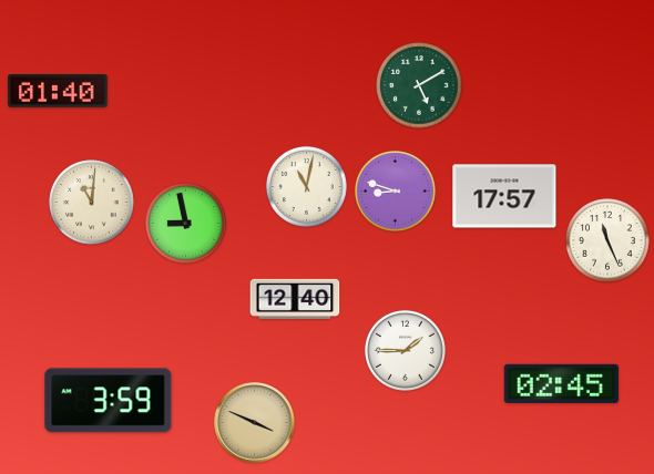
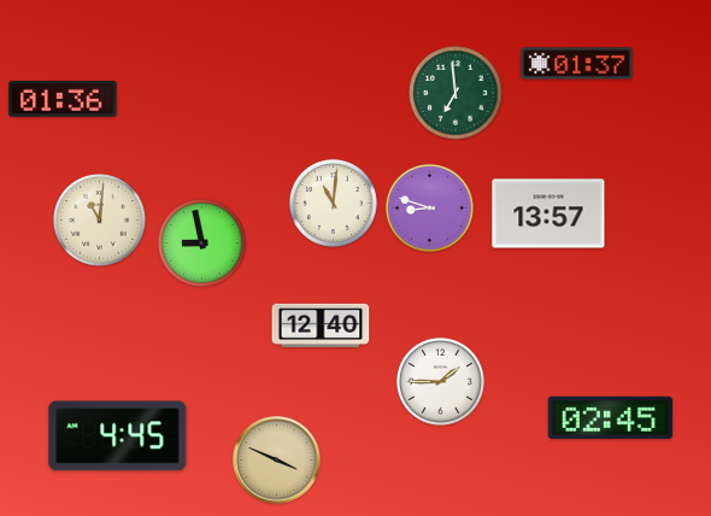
clock at (577, 64): none -> 01:37
clock at (419, 85): 5:10 -> 6:59
clock at (58, 92): 01:40 -> 01:36
clock at (306, 186): 11:02 -> 11:01
clock at (504, 196): 17:57 -> 13:57
clock at (607, 240): 11:26 -> none
clock at (109, 401): 3:59 -> 4:45
